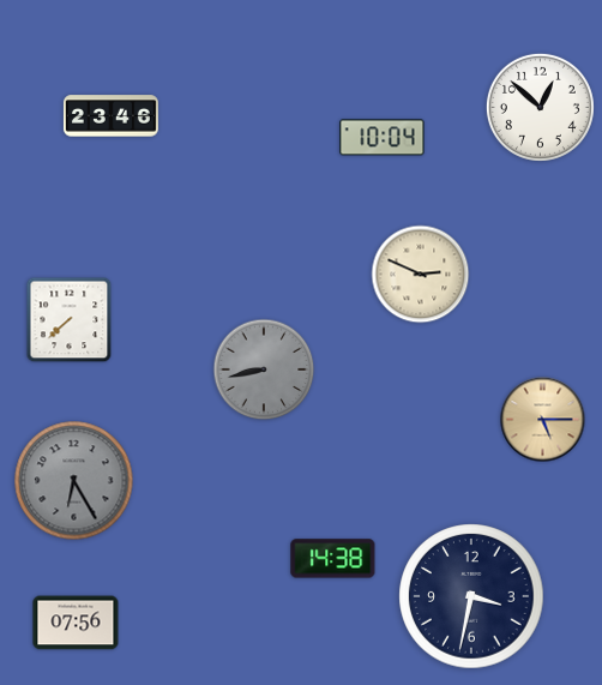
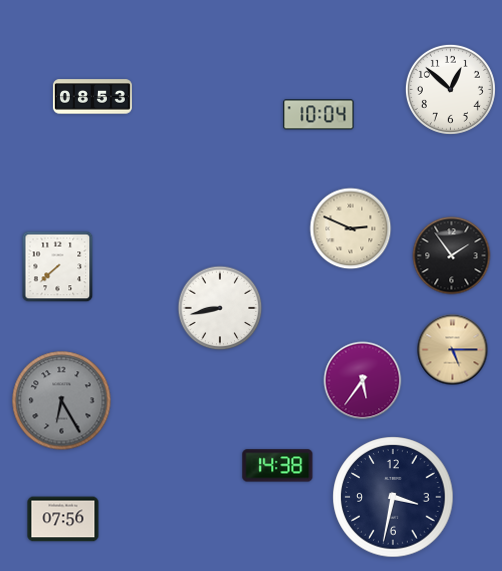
clock at (110, 116): 23:46 -> 08:53
clock at (452, 256): none -> 1:54
clock at (264, 369) dial: grey -> white
clock at (363, 381): none -> 5:36
